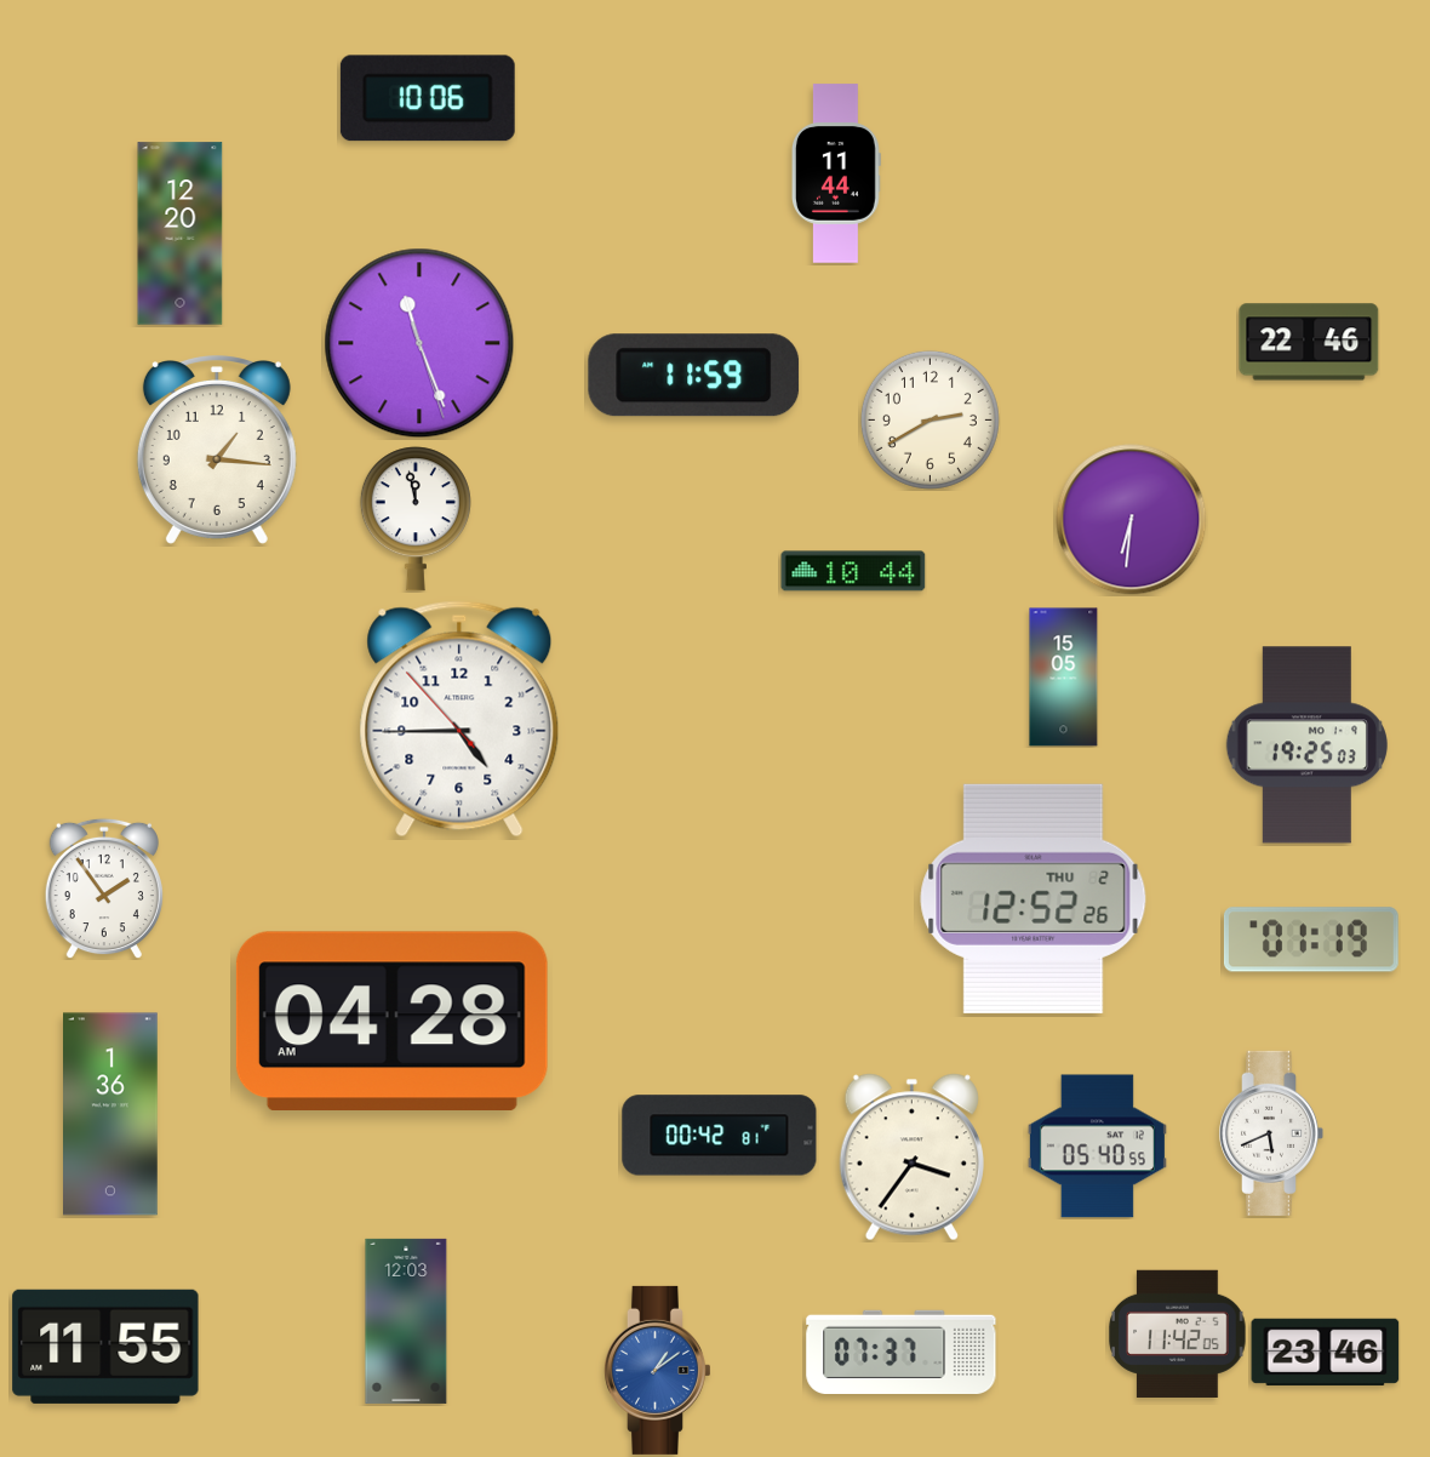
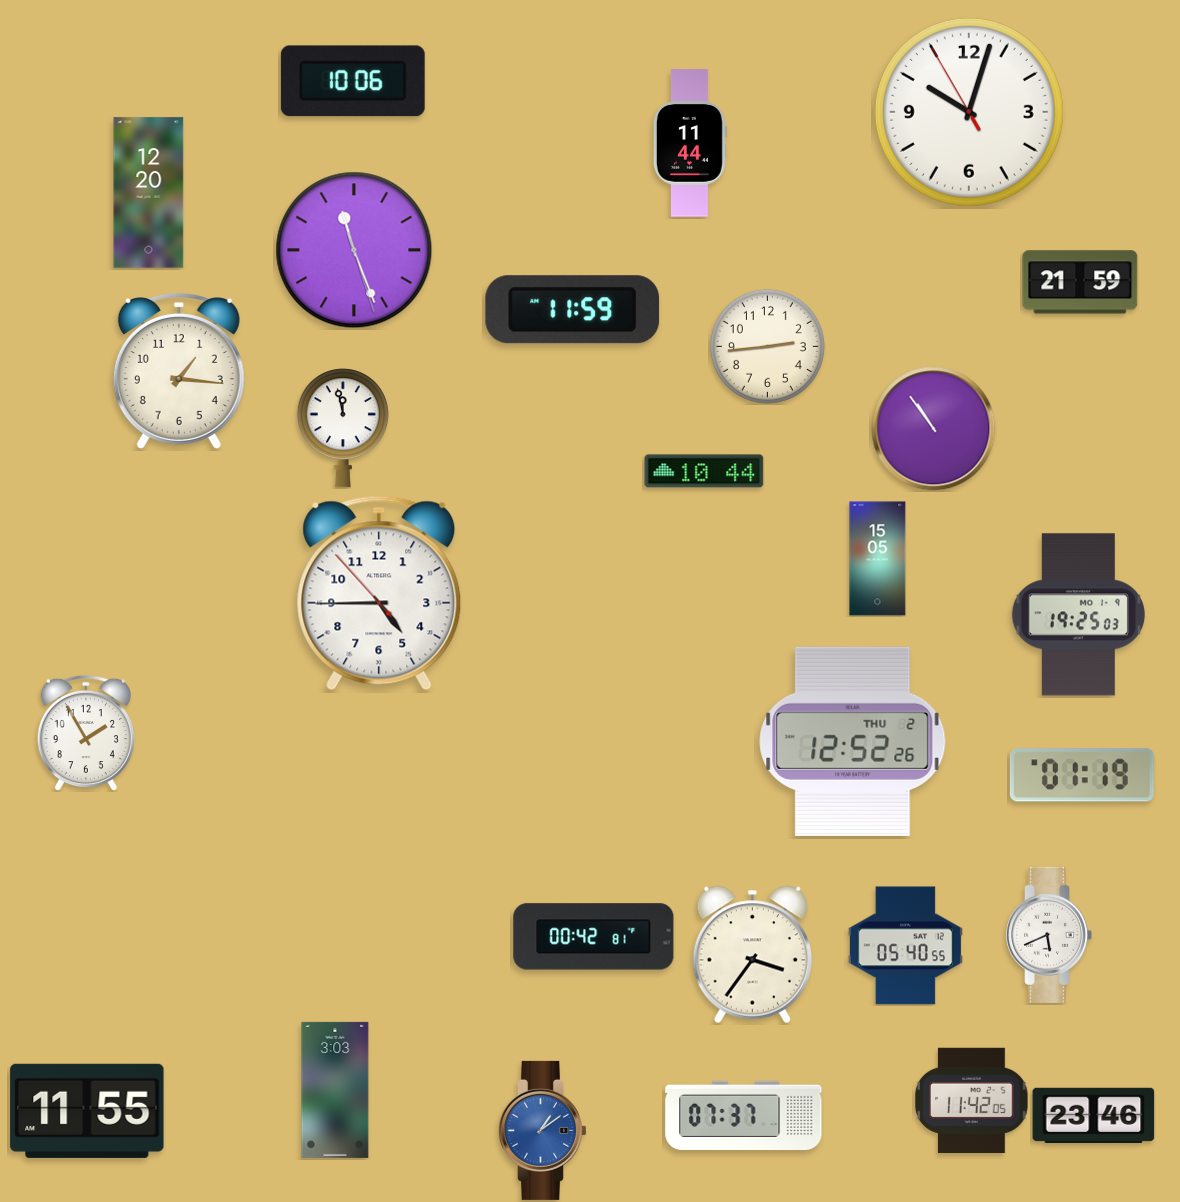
clock at (969, 112): none -> 10:02
clock at (1309, 342): 22:46 -> 21:59
clock at (419, 343) position: (419, 343) -> (354, 250)
clock at (930, 419): 2:40 -> 2:44
clock at (1132, 520): 6:31 -> 10:54
clock at (104, 889): 1:54 -> 1:55
clock at (391, 1021): 04:28 -> none
clock at (111, 1114): 1:36 -> none
clock at (406, 1321): 12:03 -> 3:03
